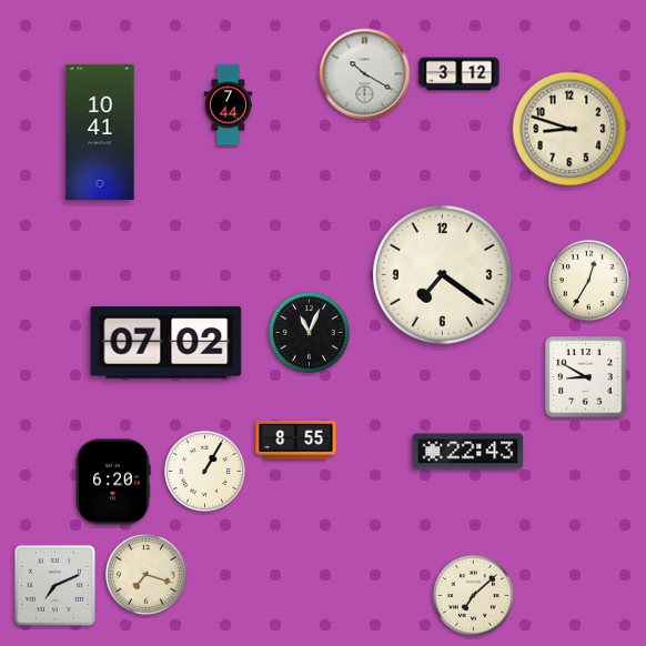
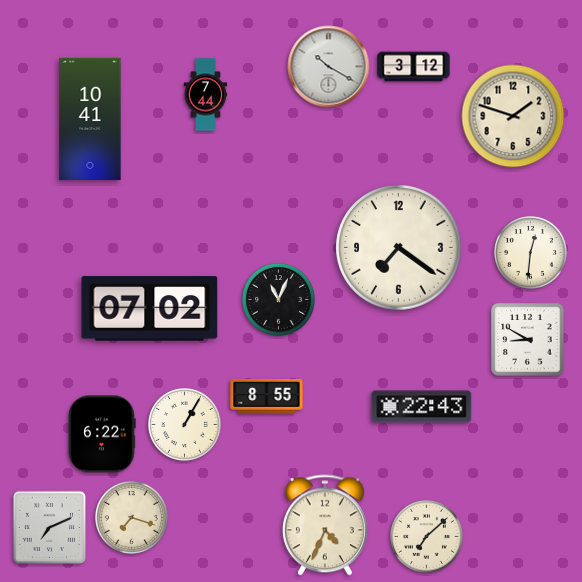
clock at (569, 129): 8:48 -> 1:48
clock at (588, 280): 12:35 -> 12:31
clock at (113, 482): 6:20 -> 6:22
clock at (325, 525): none -> 4:34
